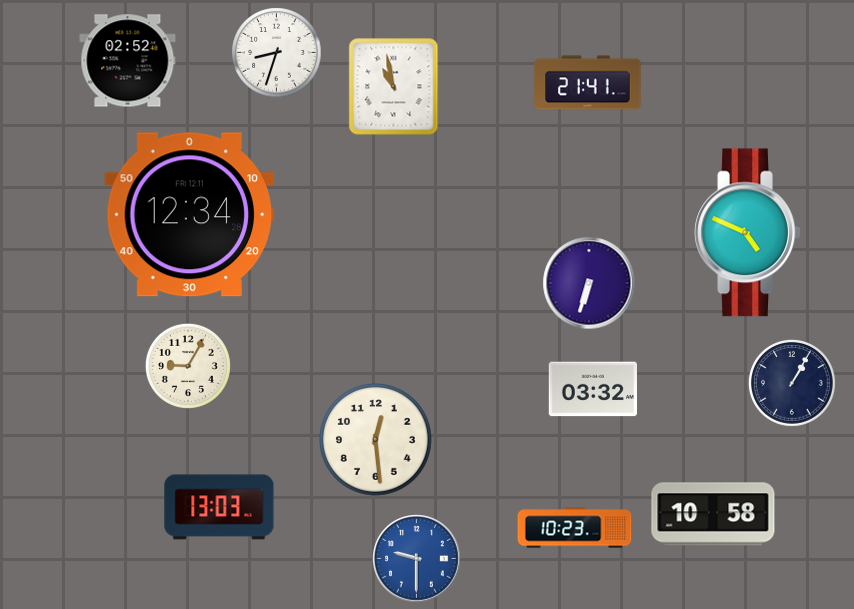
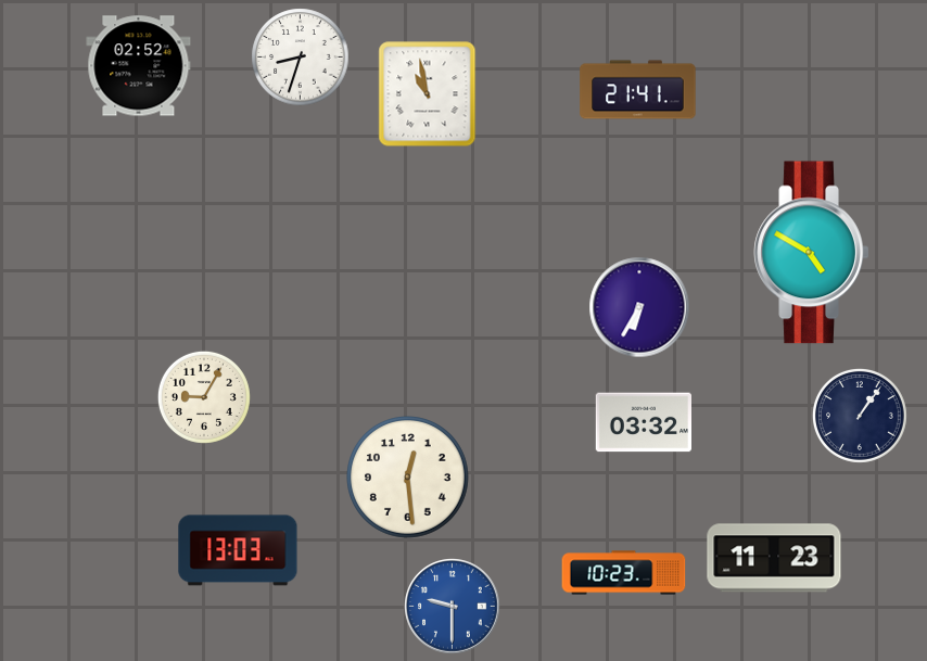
clock at (190, 215): 12:34 -> none
clock at (748, 233): 4:49 -> 4:50
clock at (589, 283): 6:33 -> 6:35
clock at (792, 383): 1:05 -> 1:06
clock at (713, 514): 10:58 -> 11:23
